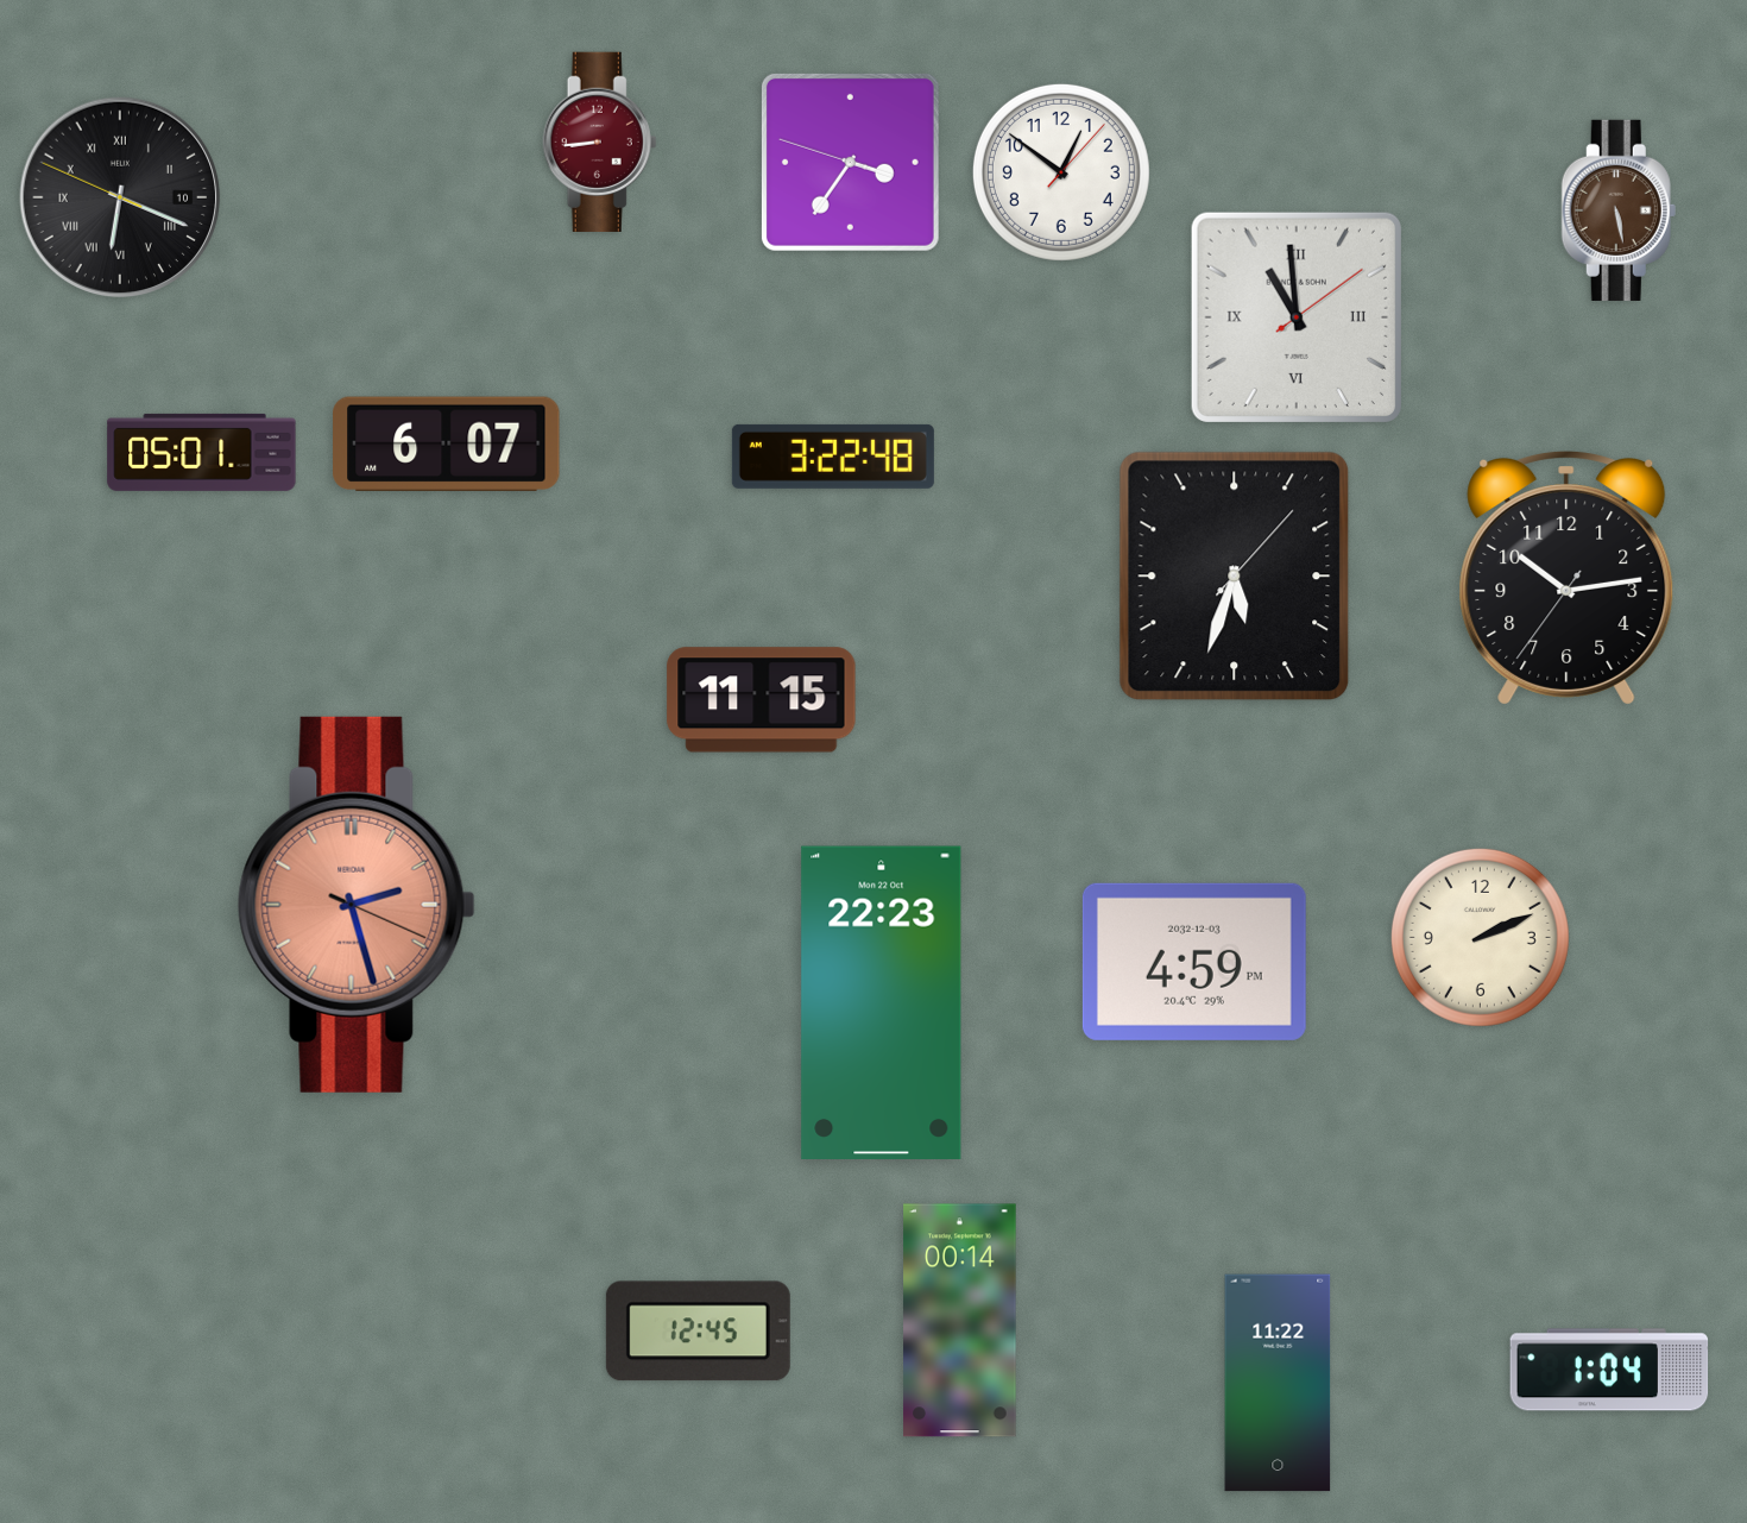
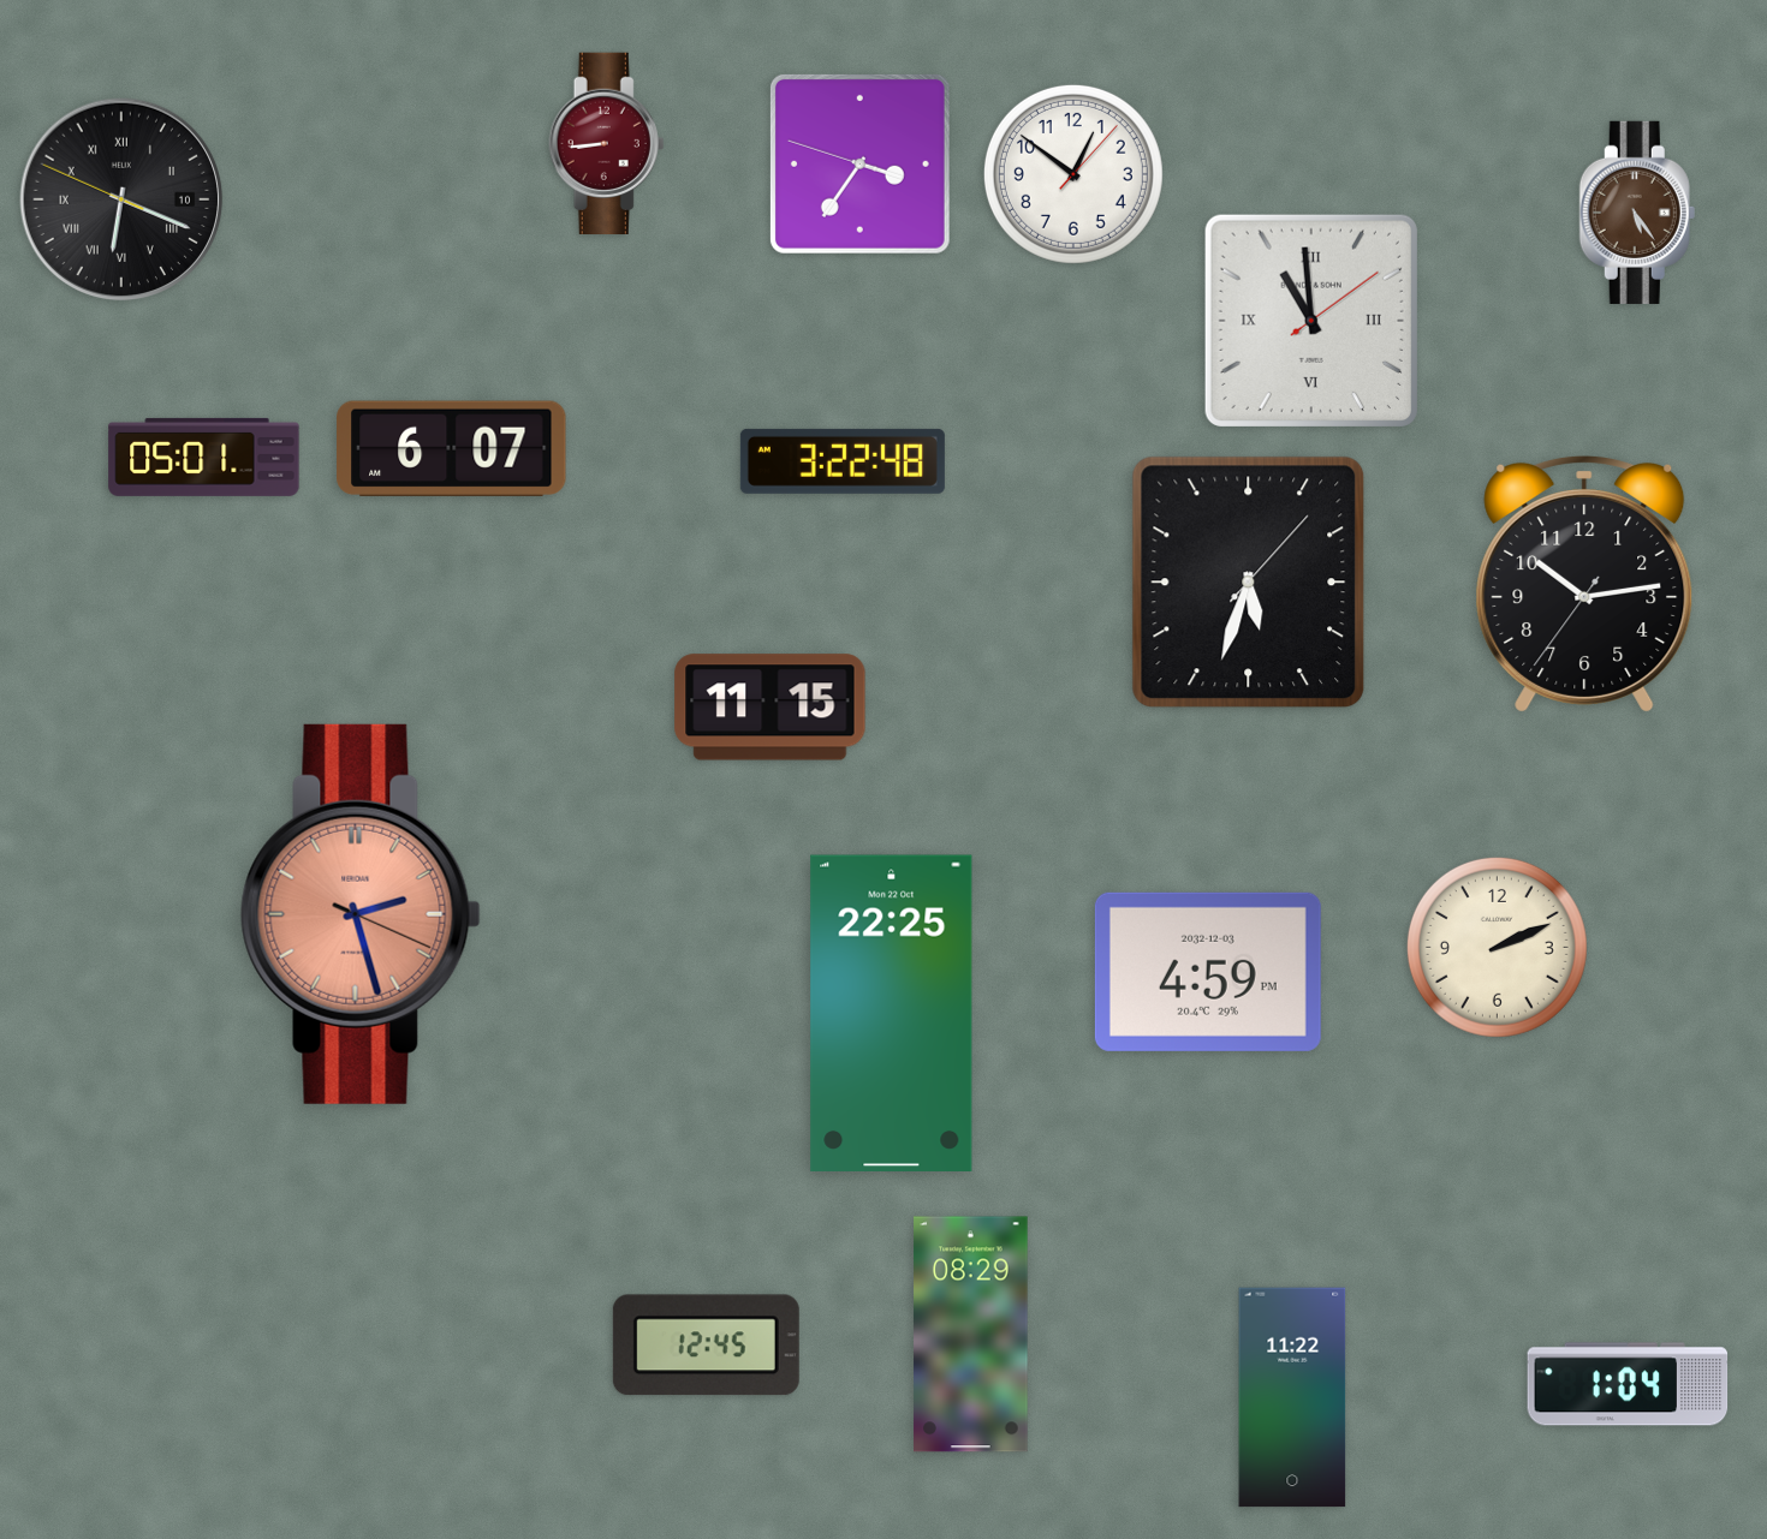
clock at (1619, 210): 5:28 -> 5:24
clock at (882, 1002): 22:23 -> 22:25
clock at (960, 1321): 00:14 -> 08:29
